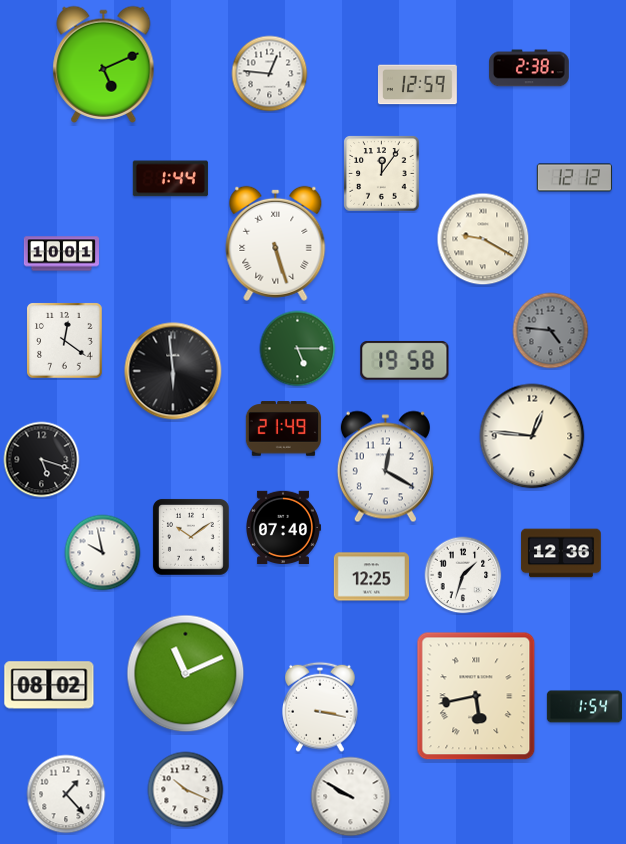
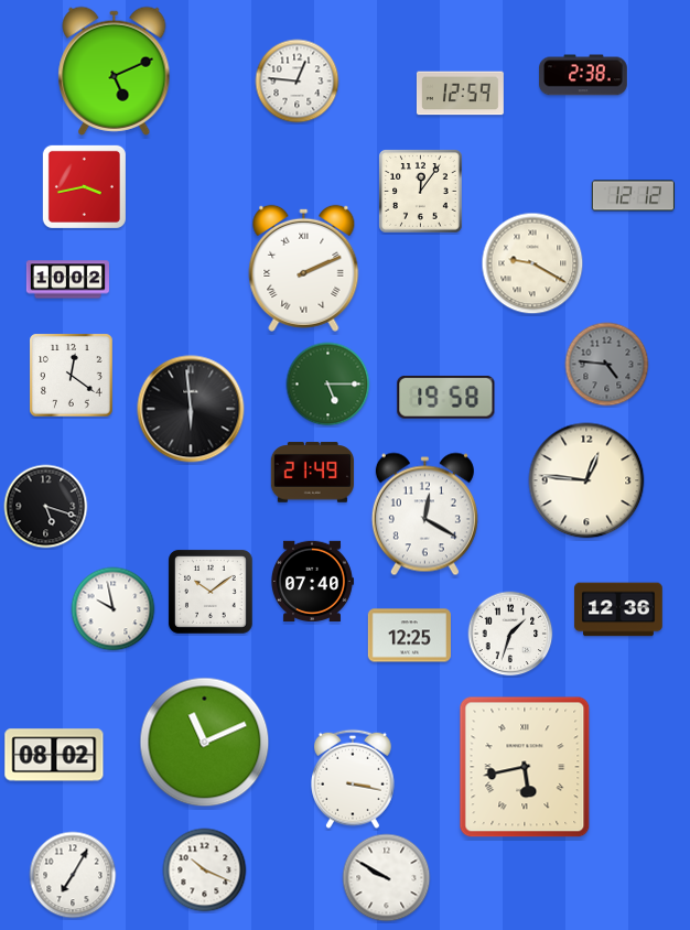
clock at (84, 186): none -> 3:43
clock at (170, 179): 1:44 -> none
clock at (276, 243): 5:27 -> 2:11
clock at (61, 254): 10:01 -> 10:02
clock at (584, 707): 1:54 -> none
clock at (66, 794): 1:23 -> 7:05
